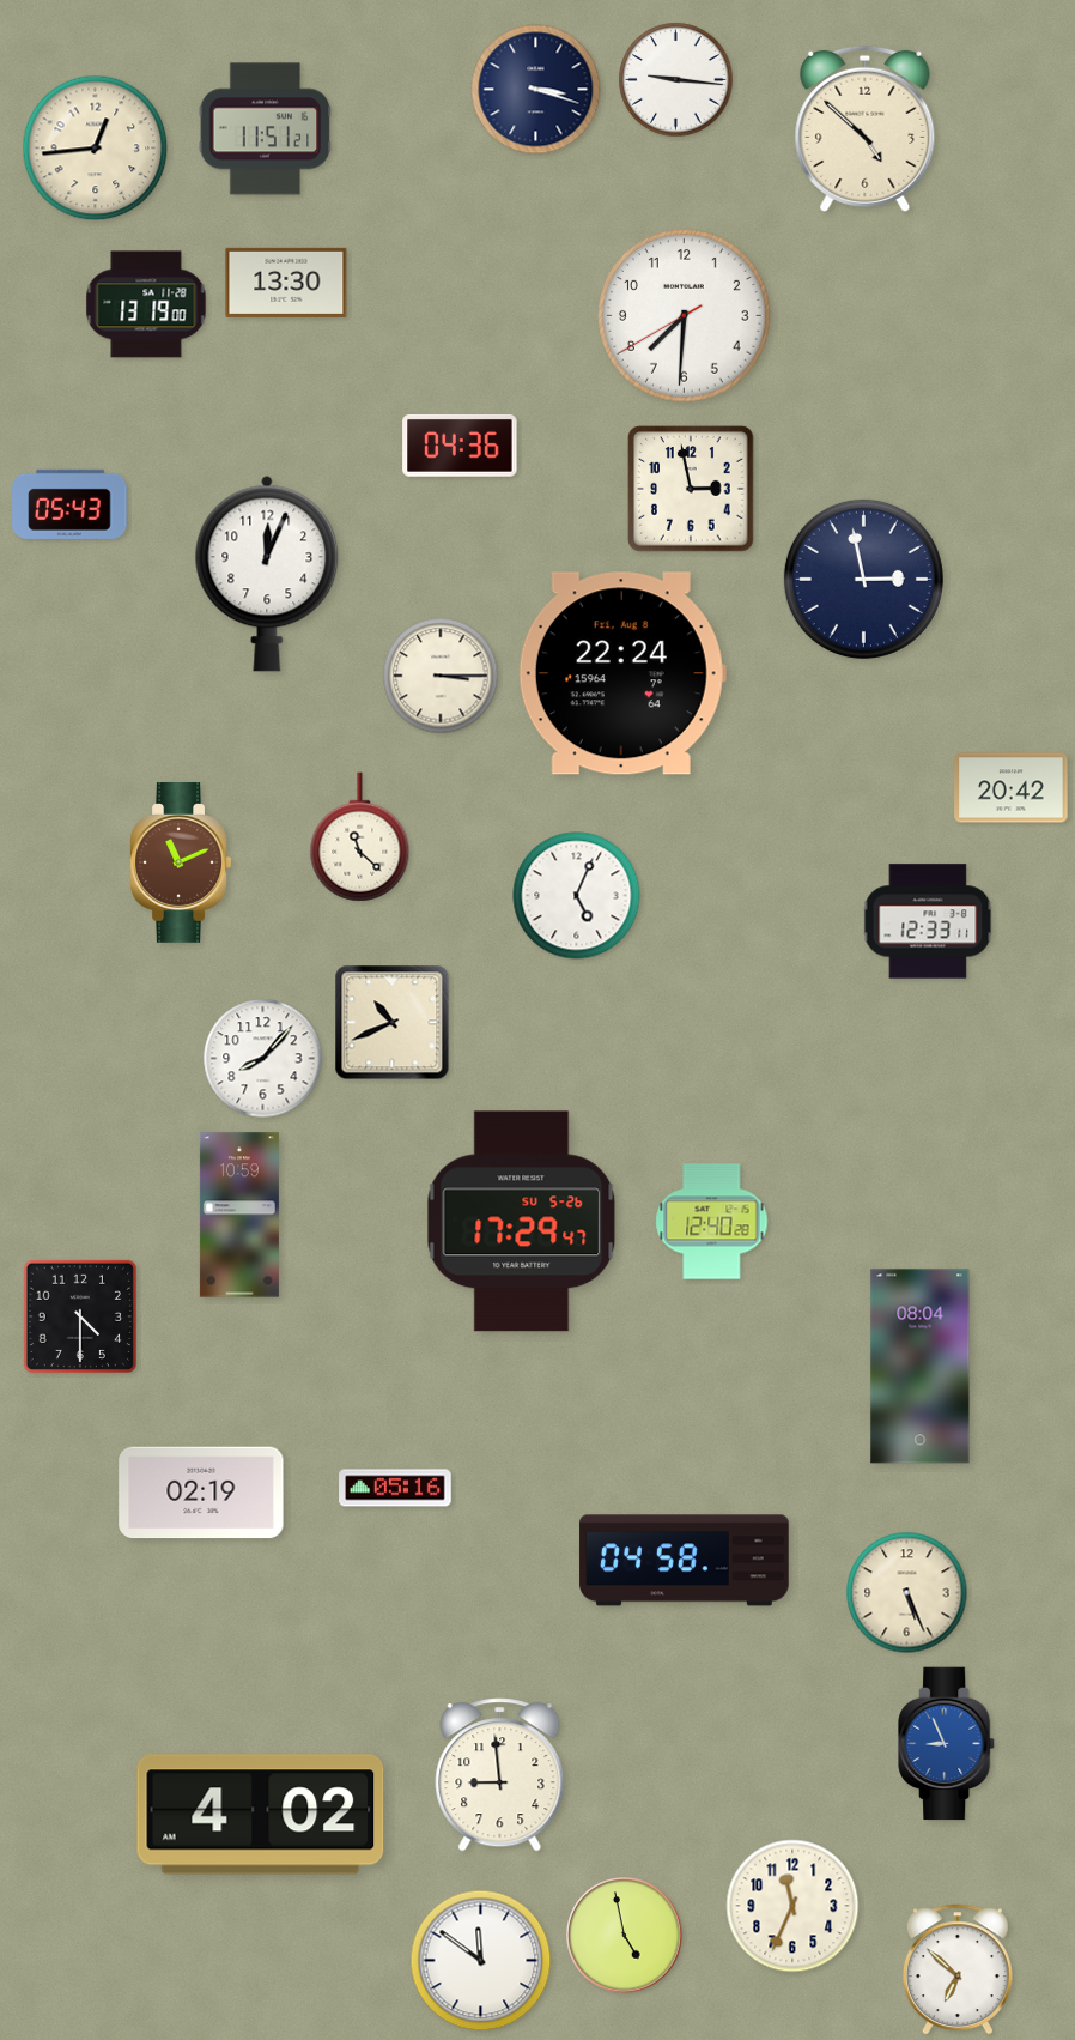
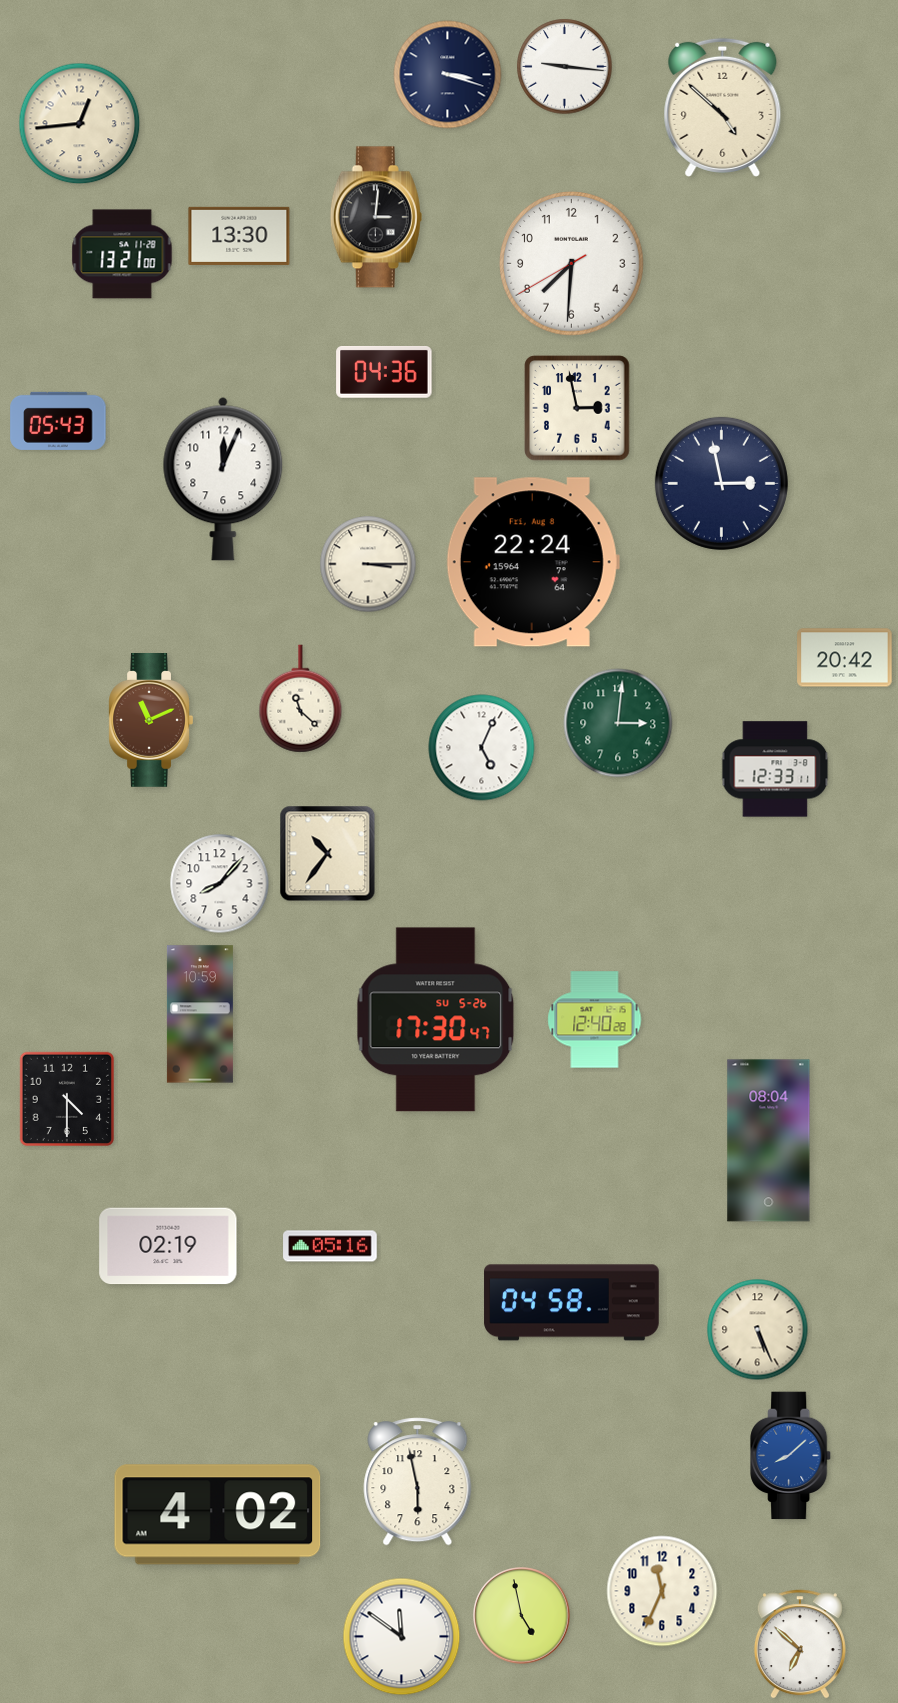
clock at (266, 129): 11:51 -> none
clock at (376, 217): none -> 3:01
clock at (146, 304): 13:19 -> 13:21
clock at (622, 673) position: (622, 673) -> (533, 562)
clock at (618, 723): none -> 3:01
clock at (393, 1023): 10:41 -> 10:36
clock at (522, 1222): 17:29 -> 17:30
clock at (395, 1488) position: (395, 1488) -> (330, 1246)
clock at (947, 1744): 8:56 -> 8:08
clock at (500, 1775): 8:59 -> 5:58
